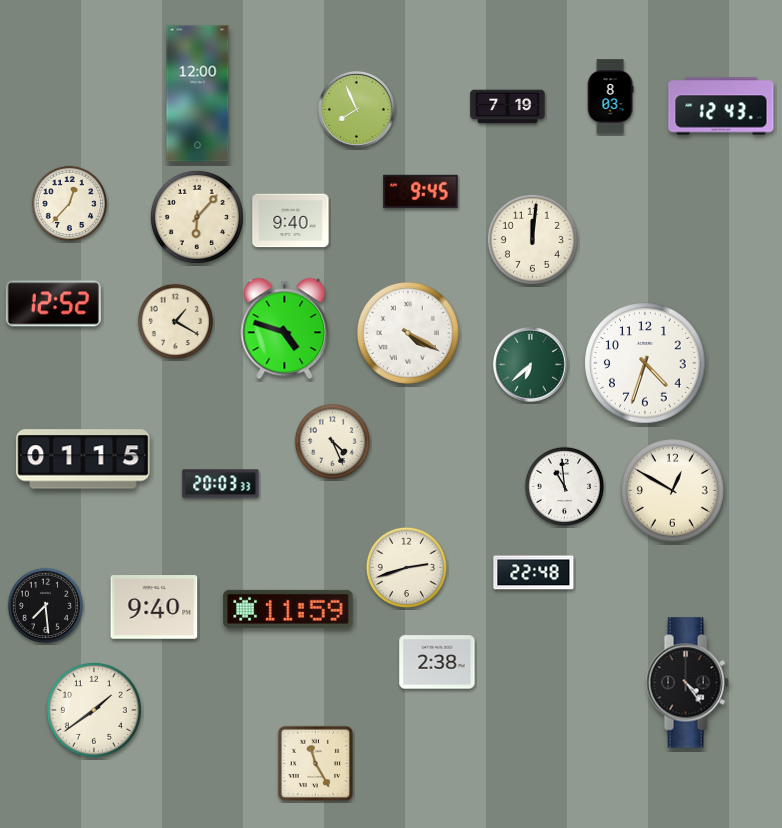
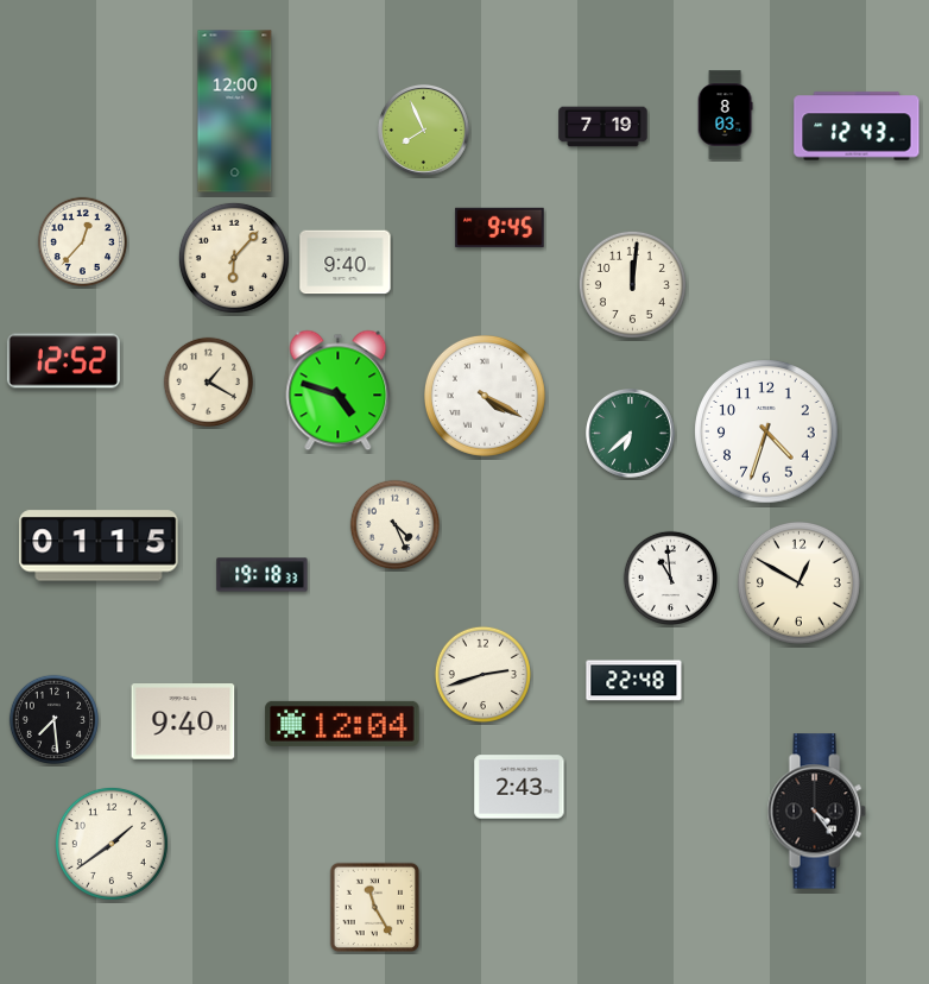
clock at (221, 484): 20:03 -> 19:18
clock at (288, 609): 11:59 -> 12:04
clock at (437, 662): 2:38 -> 2:43
